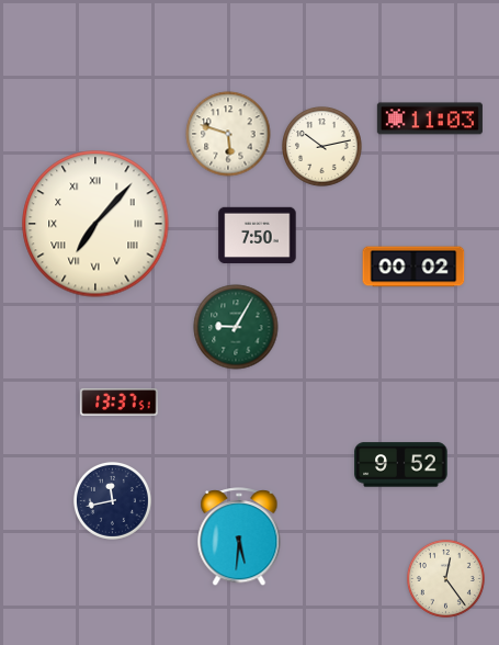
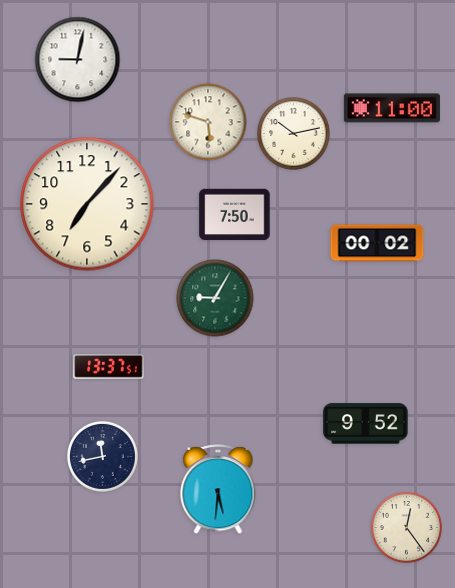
clock at (78, 60): none -> 9:02
clock at (430, 118): 11:03 -> 11:00
clock at (95, 224) numerals: Roman -> Arabic
